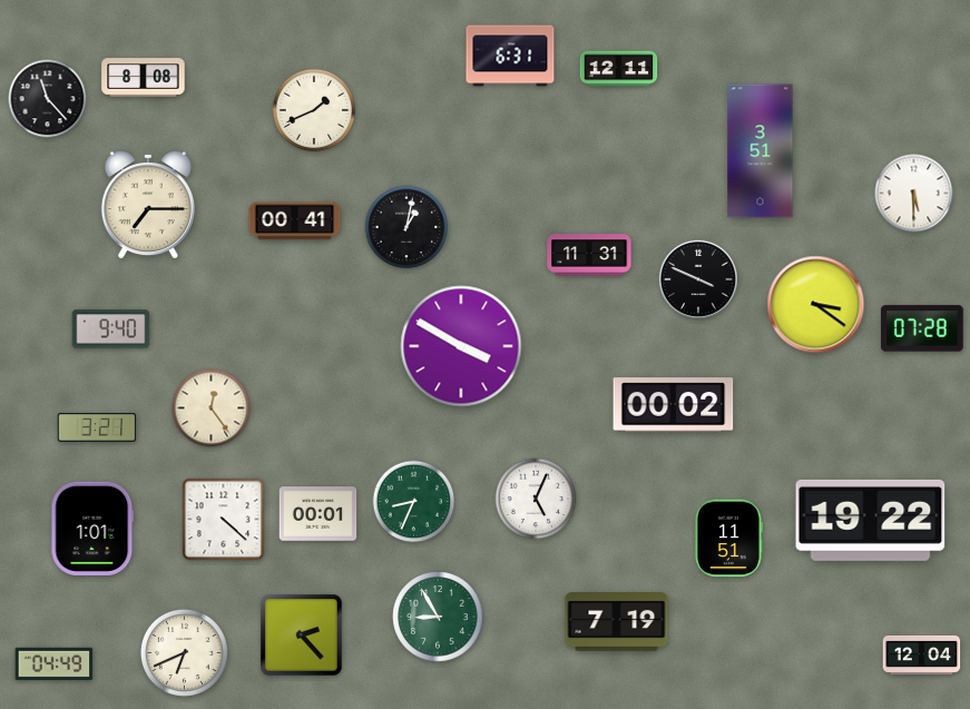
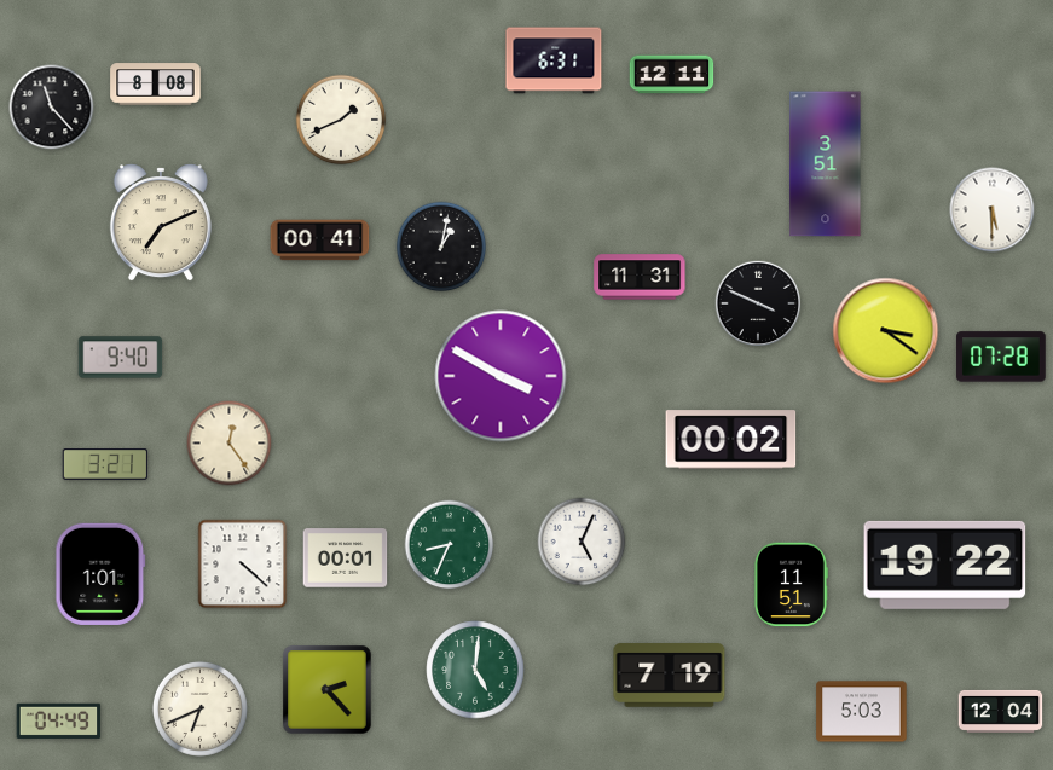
clock at (148, 205): 7:15 -> 7:11
clock at (438, 617): 8:55 -> 5:01
clock at (862, 712): none -> 5:03
